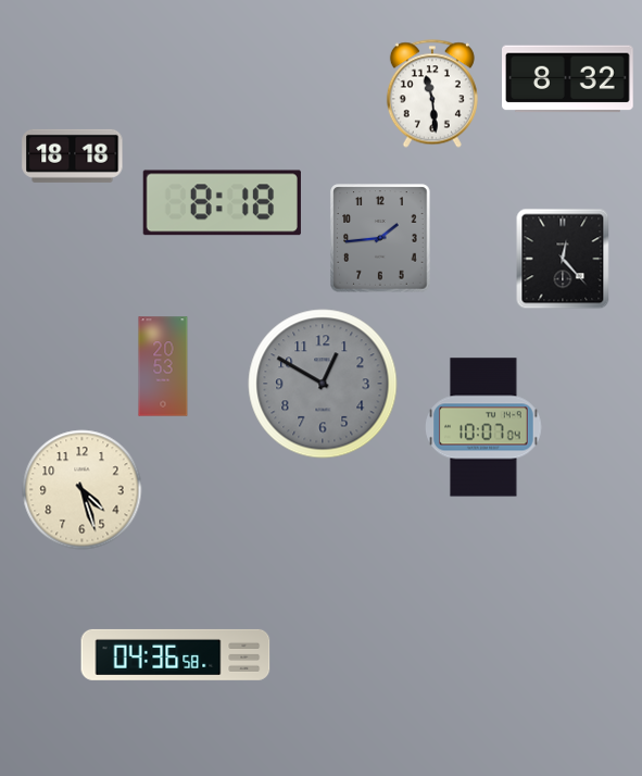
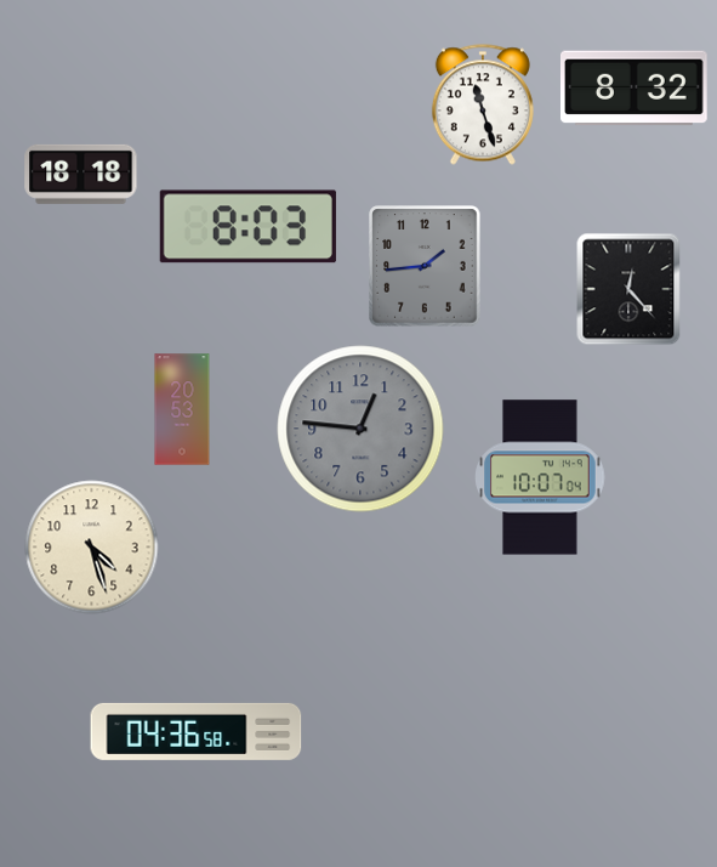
clock at (432, 93): 11:29 -> 11:27
clock at (222, 203): 8:18 -> 8:03
clock at (323, 384): 12:50 -> 12:46
